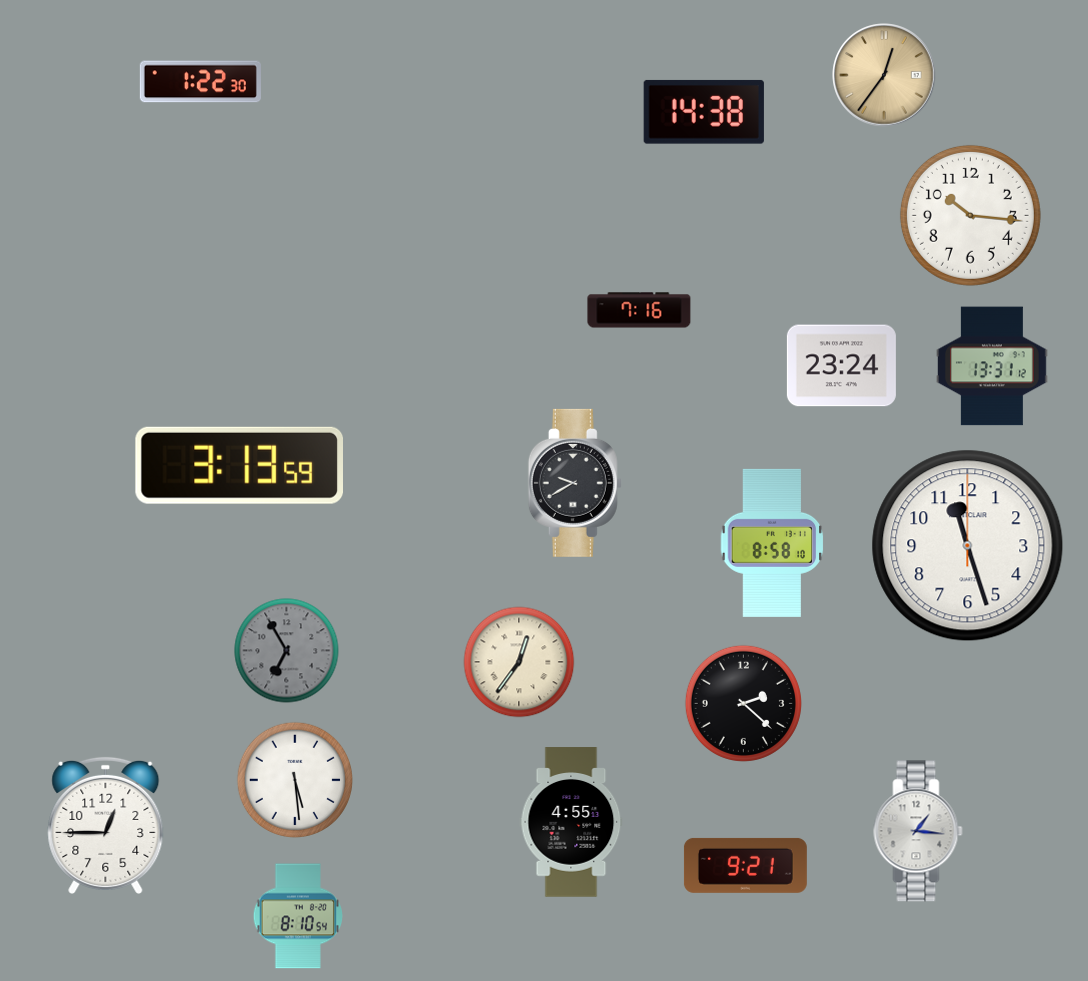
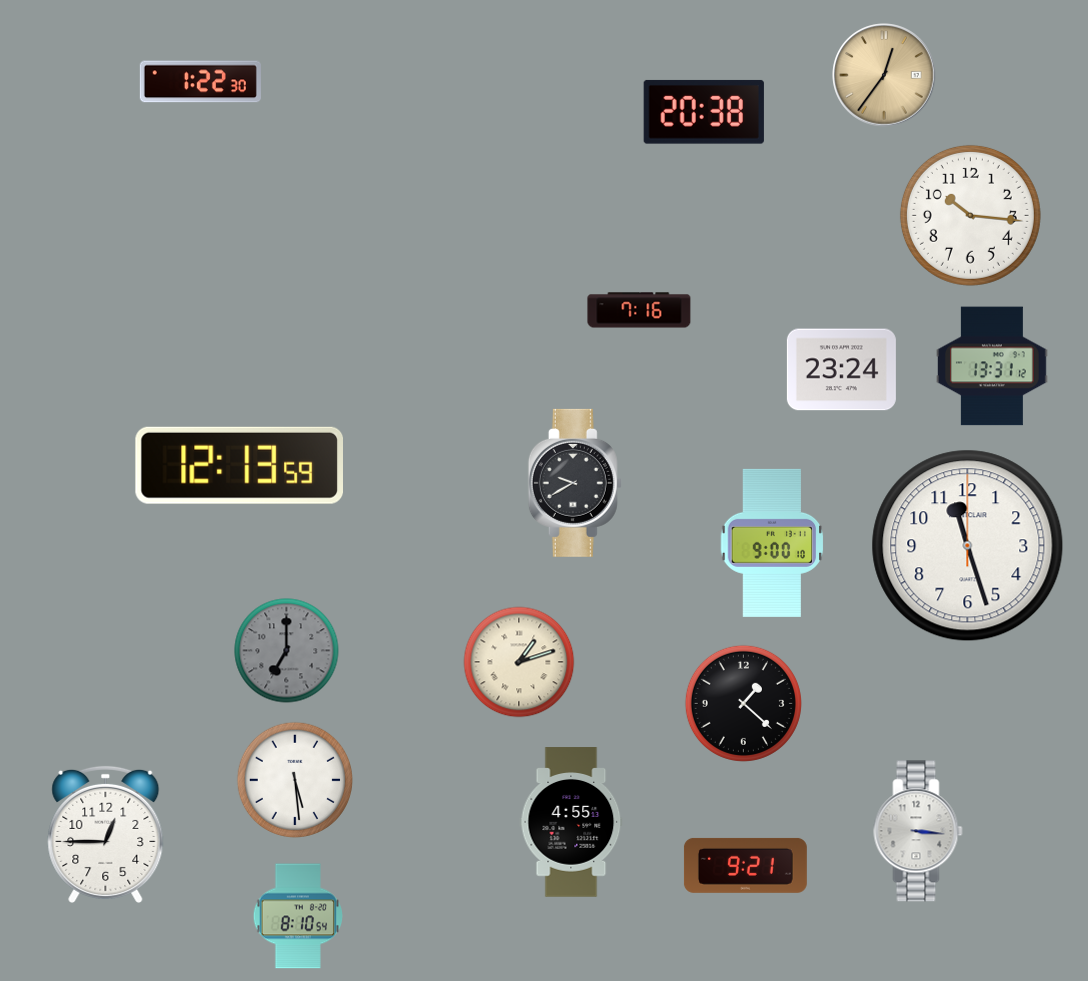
clock at (704, 112): 14:38 -> 20:38
clock at (841, 366) position: (841, 366) -> (841, 370)
clock at (239, 465): 3:13 -> 12:13
clock at (772, 543): 8:58 -> 9:00
clock at (287, 651): 6:55 -> 7:00
clock at (519, 662): 12:36 -> 1:12
clock at (743, 703): 2:22 -> 1:22
clock at (106, 825) position: (106, 825) -> (106, 834)
clock at (918, 831): 1:16 -> 3:16
